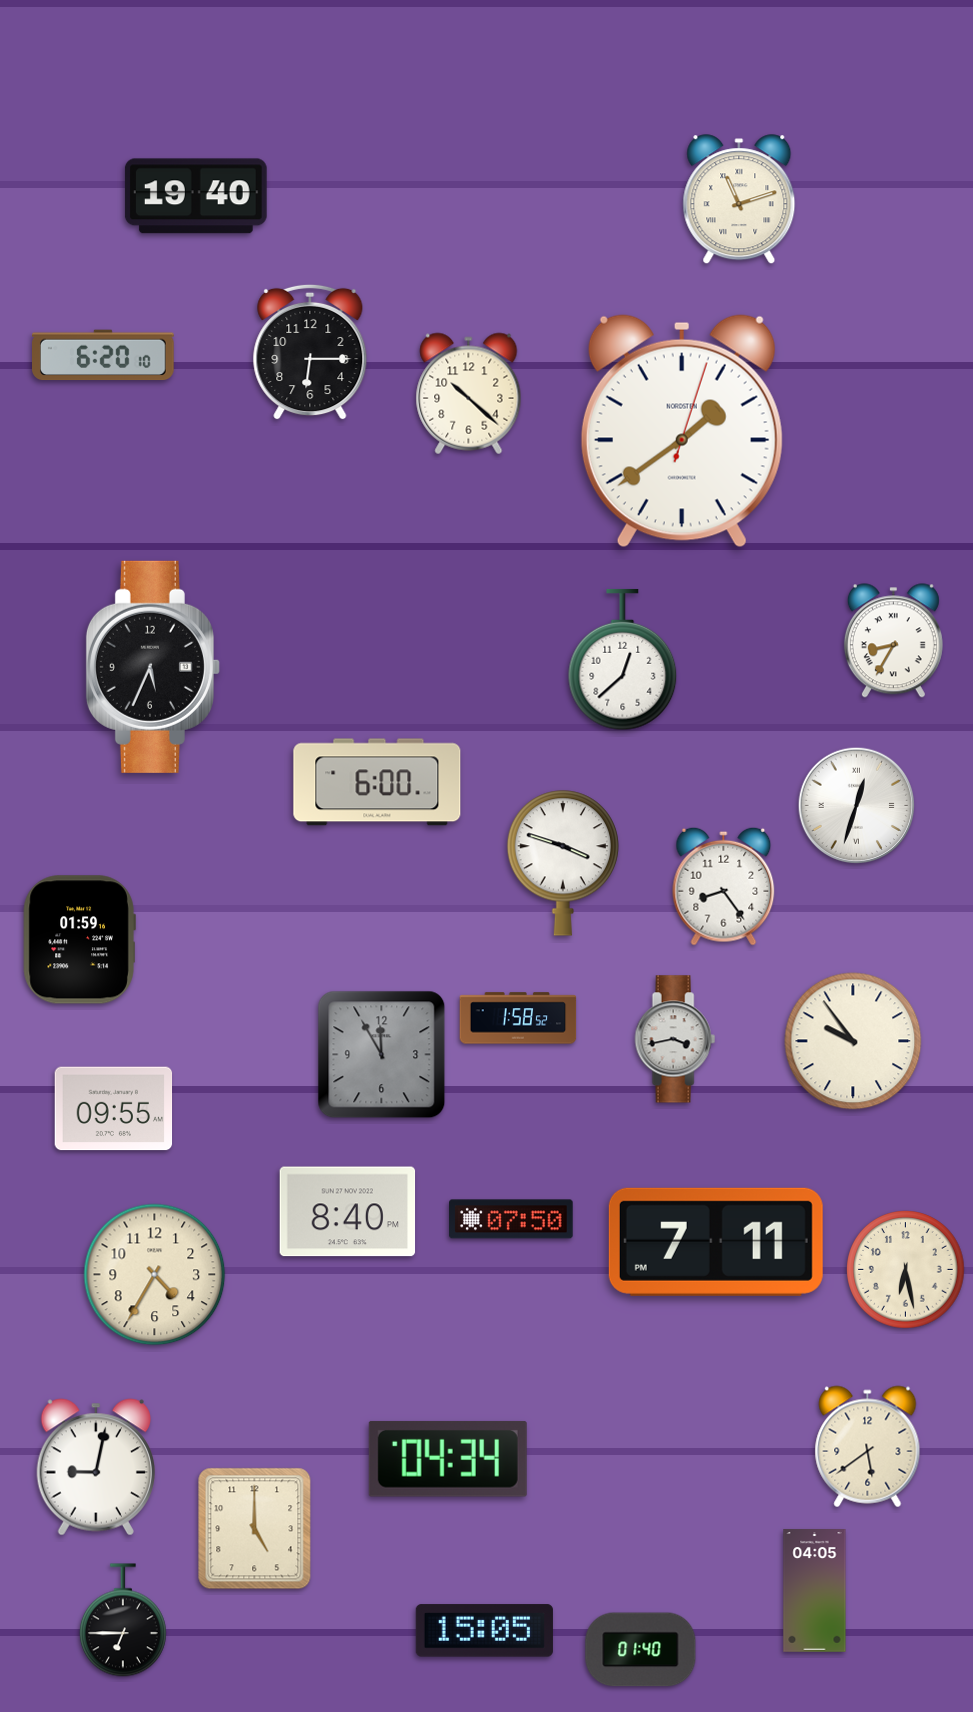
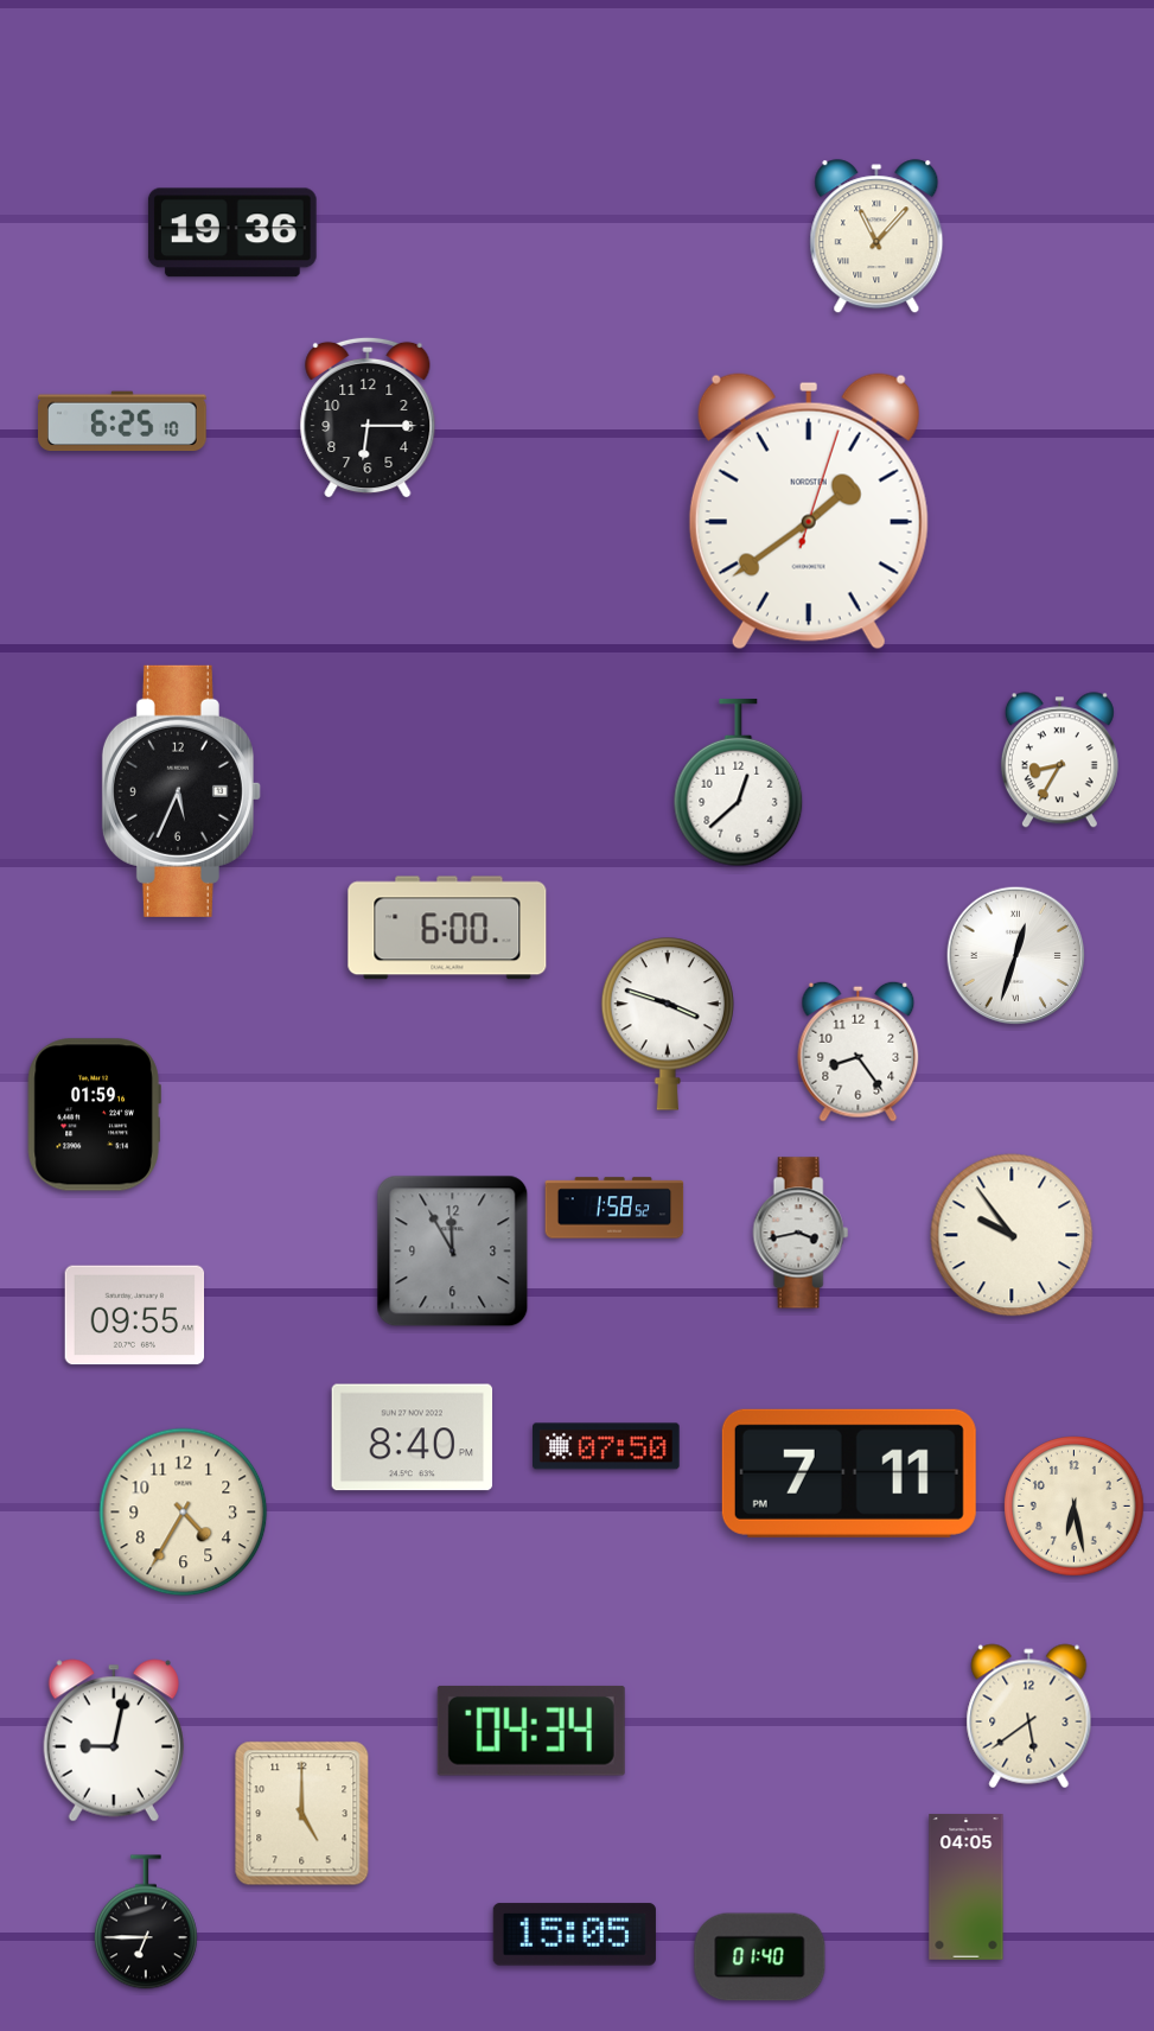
clock at (196, 196): 19:40 -> 19:36
clock at (739, 200): 11:12 -> 11:07
clock at (104, 355): 6:20 -> 6:25
clock at (469, 394): 10:22 -> none
